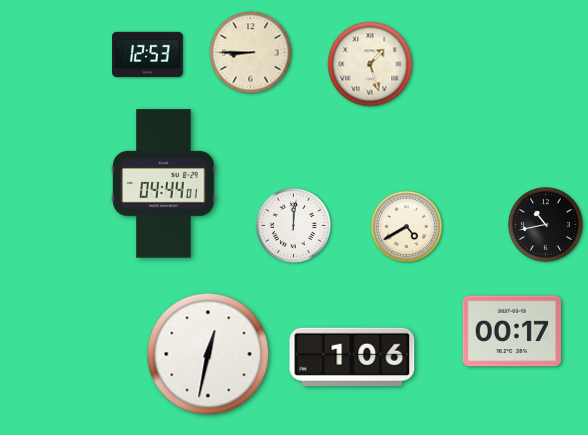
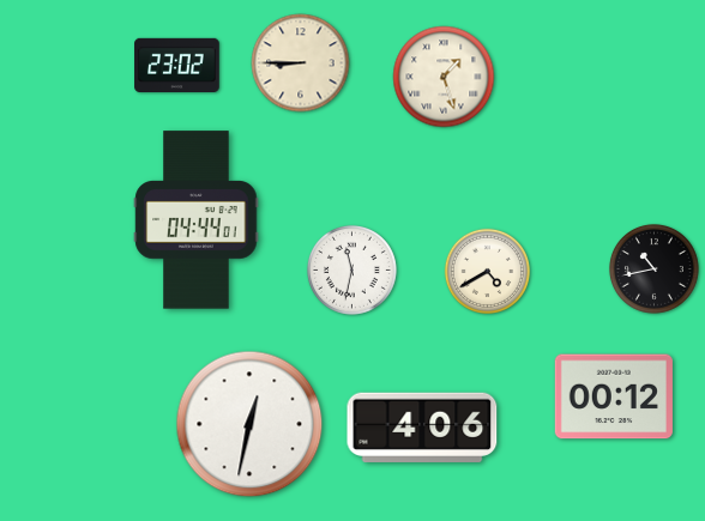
clock at (148, 54): 12:53 -> 23:02
clock at (293, 225): 12:01 -> 11:32
clock at (512, 331): 00:17 -> 00:12
clock at (352, 357): 1:06 -> 4:06
